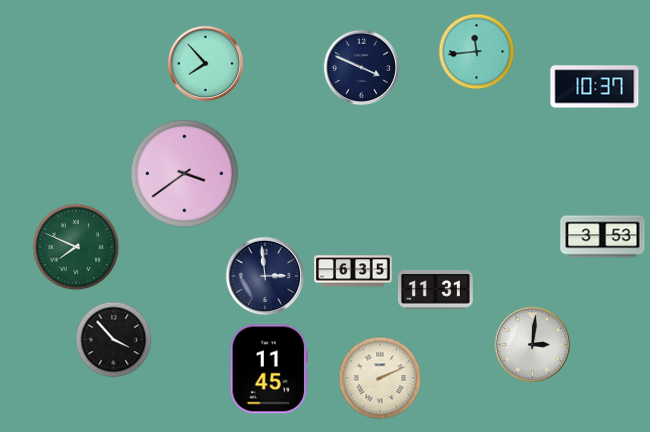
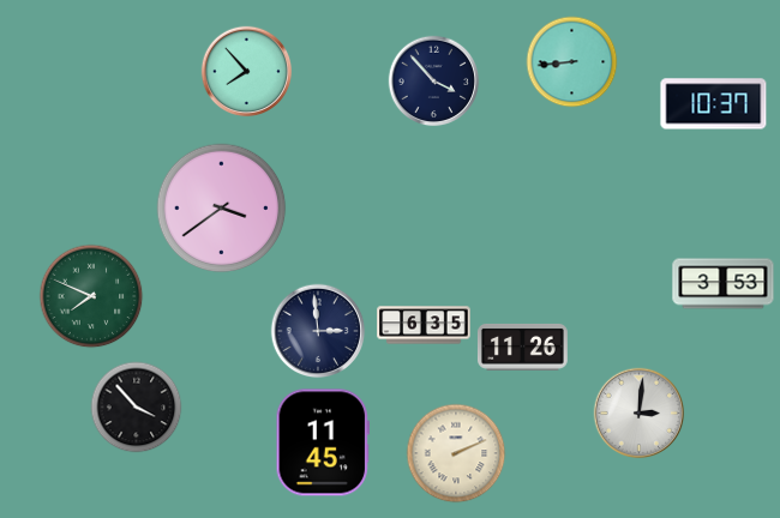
clock at (477, 52): 11:44 -> 8:44
clock at (206, 64) position: (206, 64) -> (247, 72)
clock at (362, 68): 3:49 -> 3:53
clock at (435, 289): 11:31 -> 11:26
